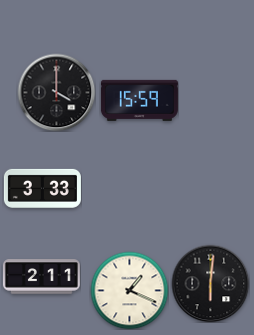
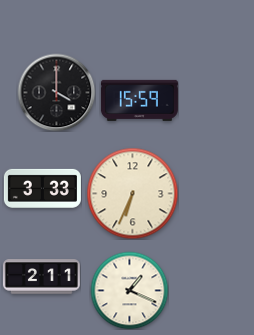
clock at (132, 193): none -> 6:34
clock at (210, 283): 6:01 -> none
